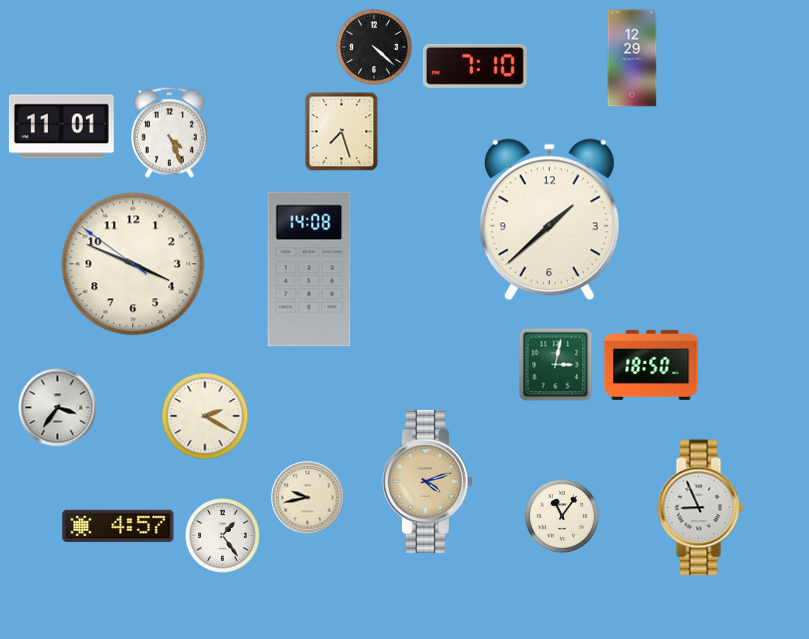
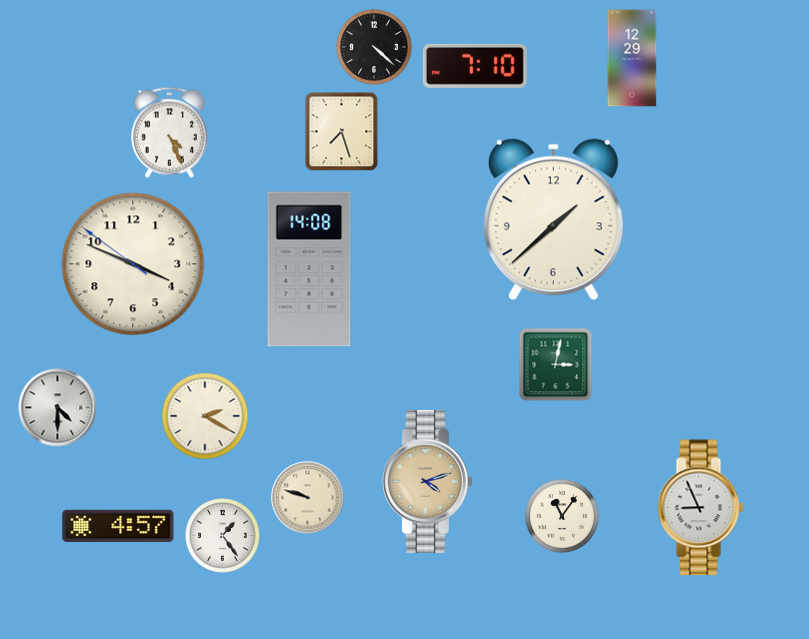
clock at (61, 127): 11:01 -> none
clock at (549, 220) position: (549, 220) -> (553, 220)
clock at (651, 365): 18:50 -> none
clock at (58, 408): 3:36 -> 4:30
clock at (308, 498): 9:43 -> 9:48
